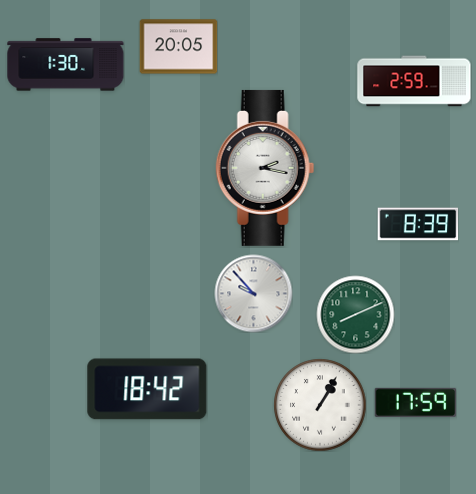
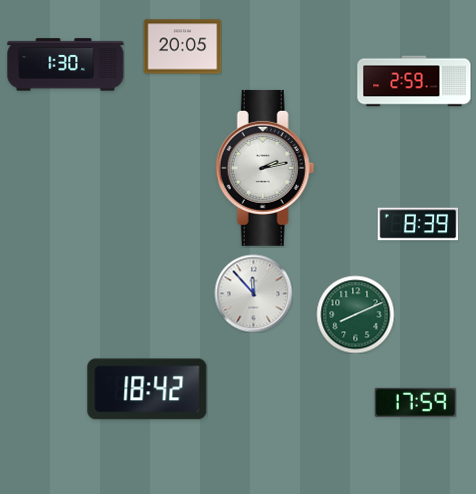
clock at (178, 47) position: (178, 47) -> (182, 47)
clock at (265, 168): 2:17 -> 2:13
clock at (253, 293): 9:53 -> 11:53
clock at (320, 405): 1:05 -> none
